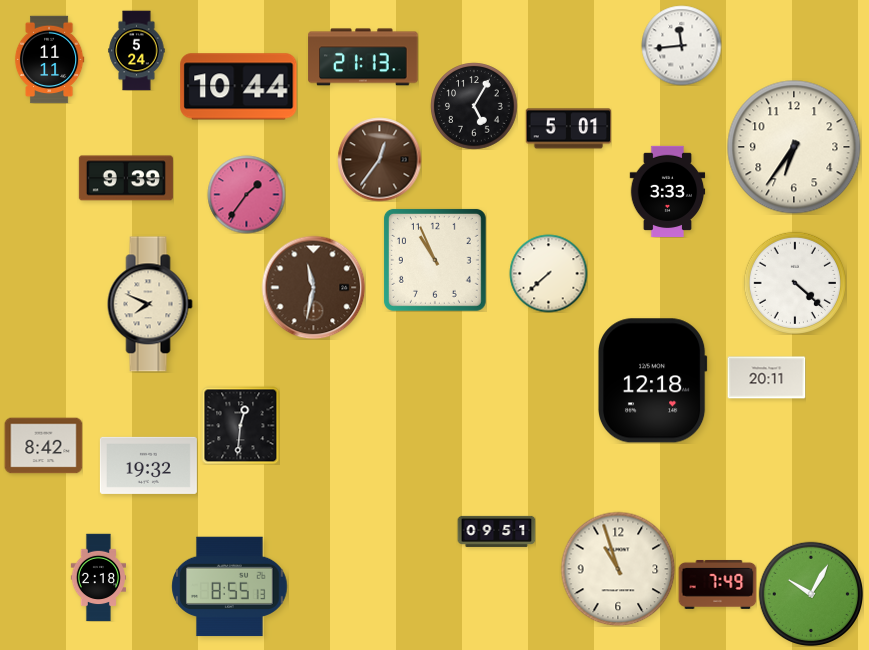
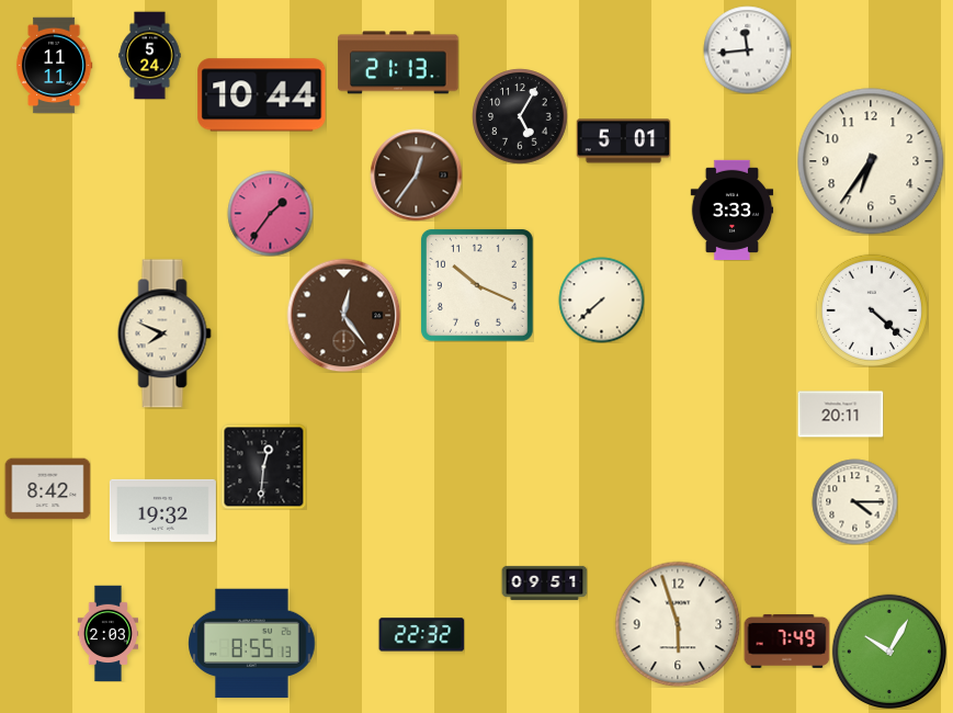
clock at (126, 178): 9:39 -> none
clock at (435, 260): 10:56 -> 10:19
clock at (313, 287): 11:32 -> 12:24
clock at (652, 381): 12:18 -> none
clock at (854, 501): none -> 4:15
clock at (618, 569): 10:57 -> 5:57
clock at (98, 577): 2:18 -> 2:03
clock at (421, 635): none -> 22:32
